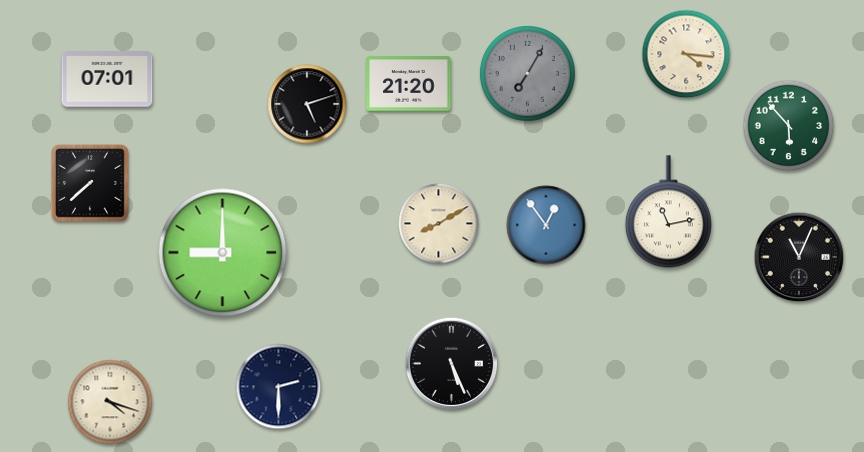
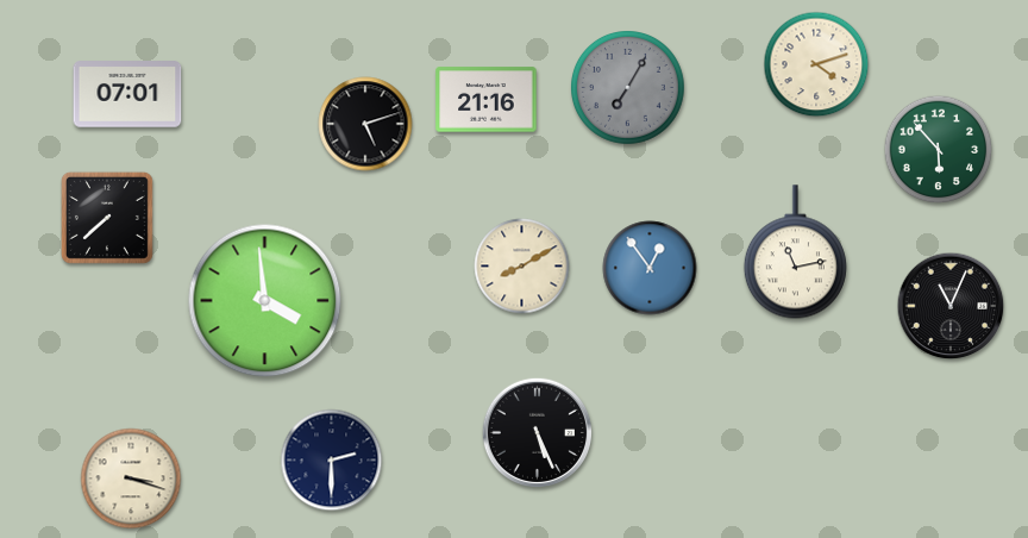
clock at (686, 54): 4:16 -> 4:12
clock at (409, 84): 21:20 -> 21:16
clock at (223, 253): 9:00 -> 3:59
clock at (110, 402): 4:18 -> 3:18
